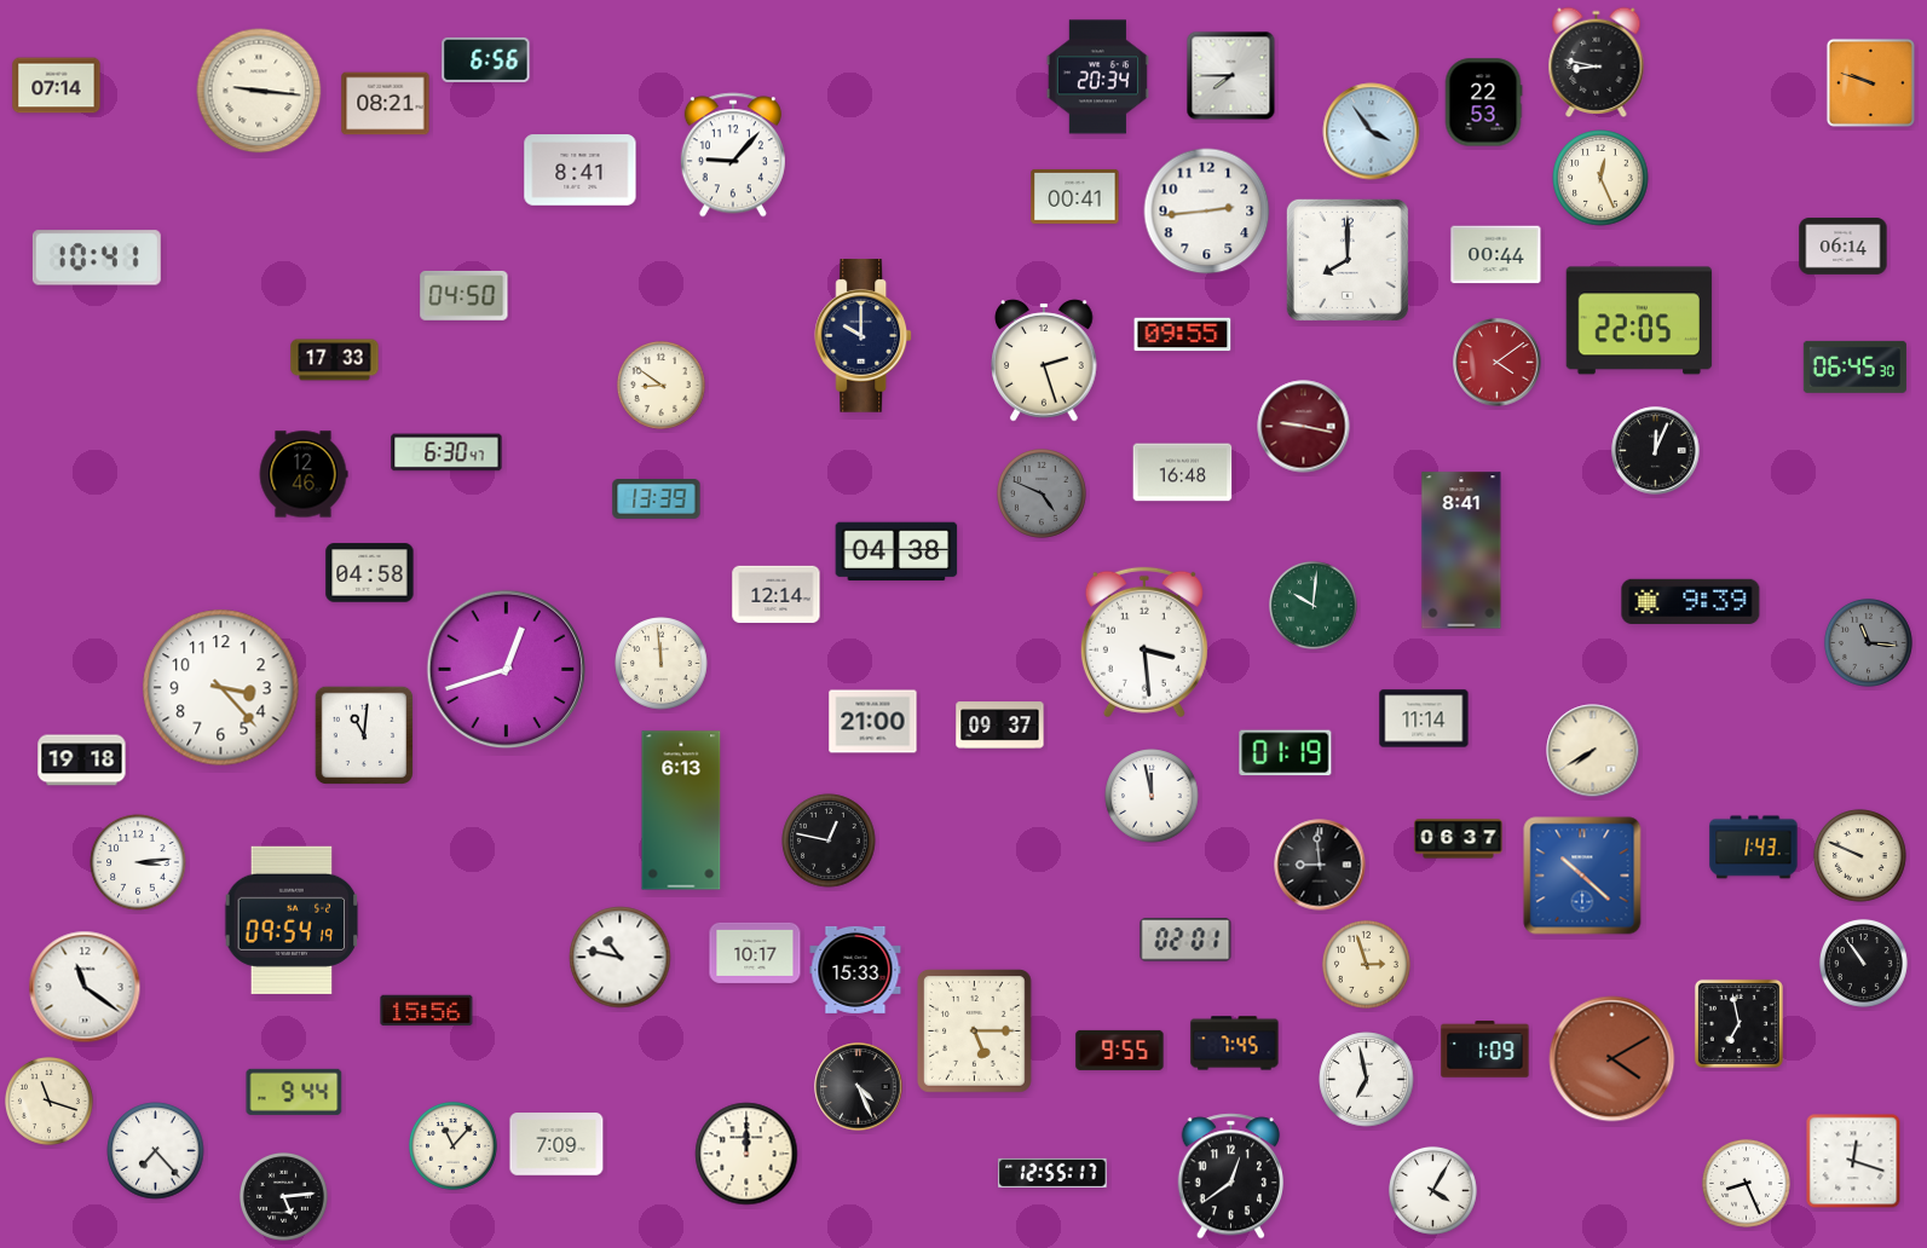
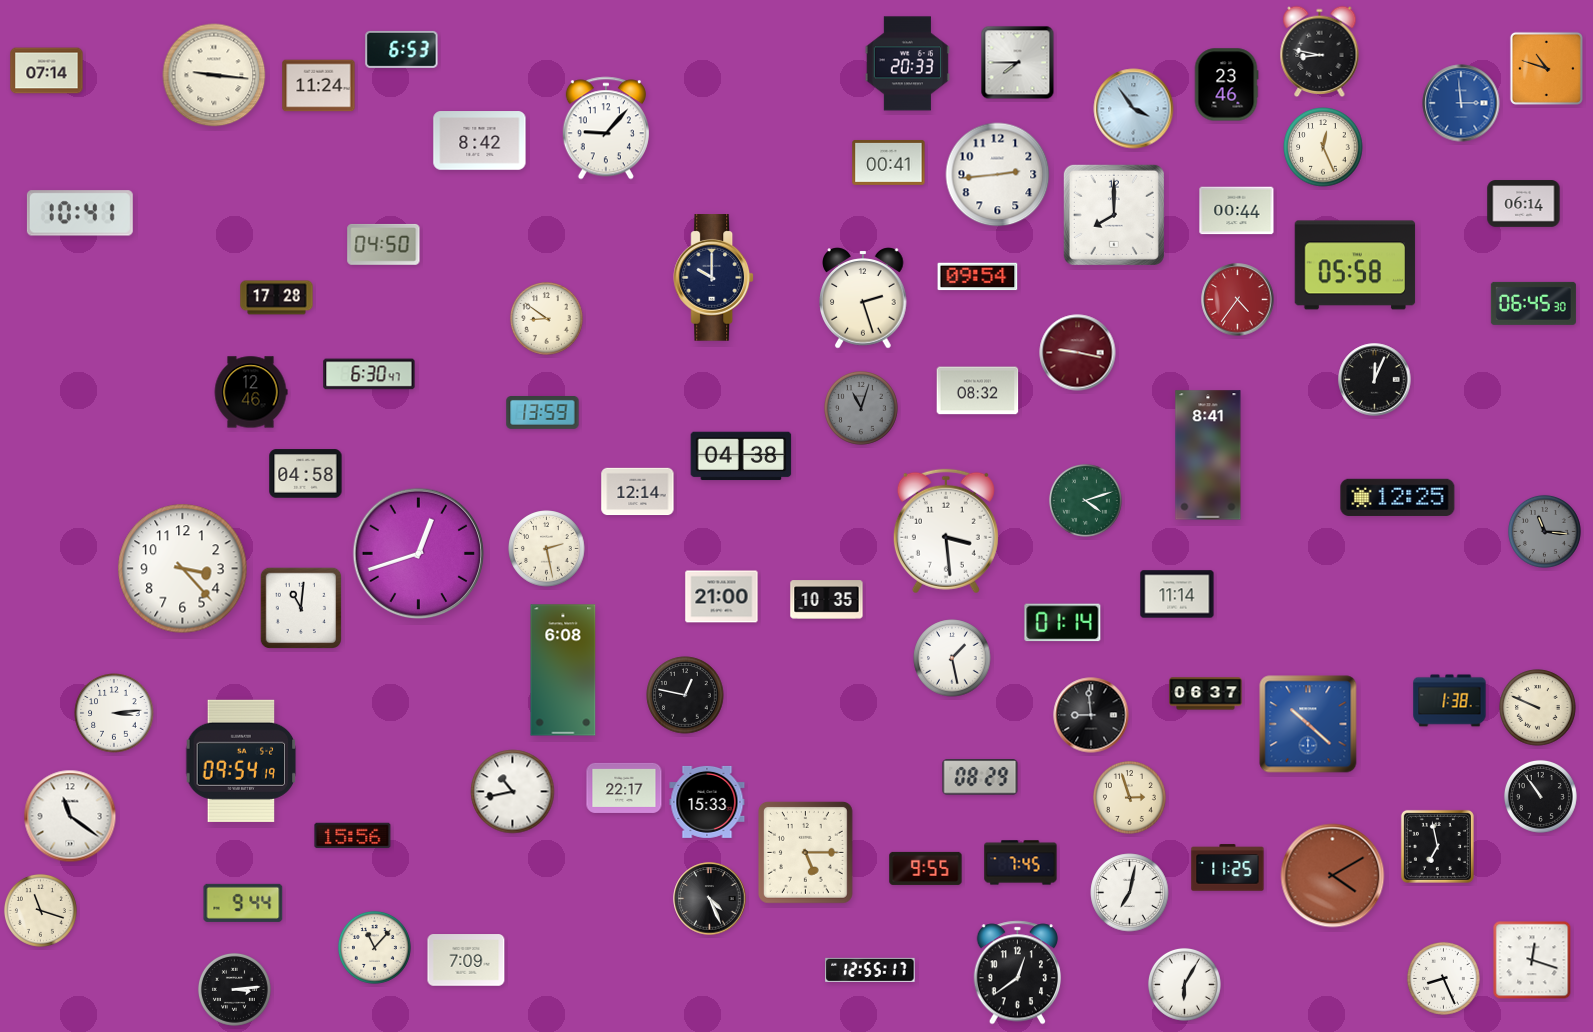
clock at (486, 59): 6:56 -> 6:53
clock at (1097, 77): 20:34 -> 20:33
clock at (1870, 82): 9:48 -> 10:48
clock at (1483, 103): 22:53 -> 23:46
clock at (386, 104): 08:21 -> 11:24
clock at (1461, 103): none -> 2:59
clock at (581, 171): 8:41 -> 8:42
clock at (1639, 320): 22:05 -> 05:58
clock at (1183, 335): 09:55 -> 09:54
clock at (335, 360): 17:33 -> 17:28
clock at (1498, 363): 4:09 -> 4:36
clock at (1656, 451) position: (1656, 451) -> (1375, 380)
clock at (1183, 473): 16:48 -> 08:32
clock at (1043, 495): 4:49 -> 11:03
clock at (657, 499): 13:39 -> 13:59
clock at (777, 595) position: (777, 595) -> (638, 492)
clock at (1691, 601): 9:39 -> 12:25
clock at (1312, 605): 10:01 -> 4:12
clock at (662, 664): 11:59 -> 2:28
clock at (1000, 726): 09:37 -> 10:35
clock at (1593, 751): 7:40 -> none
clock at (1286, 753): 01:19 -> 01:14
clock at (82, 761): 19:18 -> none
clock at (1152, 796): 11:58 -> 1:28
clock at (681, 810): 6:13 -> 6:08
clock at (1754, 848): 1:43 -> 1:38
clock at (1185, 940): 02:01 -> 08:29
clock at (755, 953): 10:17 -> 22:17
clock at (621, 958): 10:47 -> 10:43
clock at (1485, 1050): 1:09 -> 11:25
clock at (1367, 1080): 6:58 -> 7:02
clock at (556, 1144) position: (556, 1144) -> (466, 960)
clock at (156, 1151): 7:23 -> none
clock at (746, 1154): 12:00 -> none
clock at (1432, 1190): 4:05 -> 6:05
clock at (283, 1196): 5:14 -> 3:14
